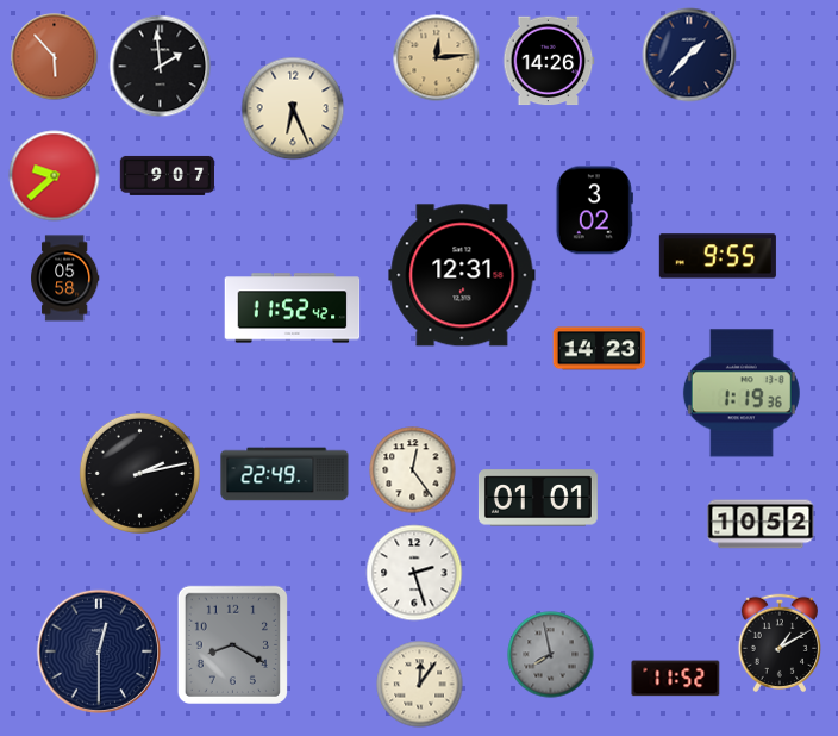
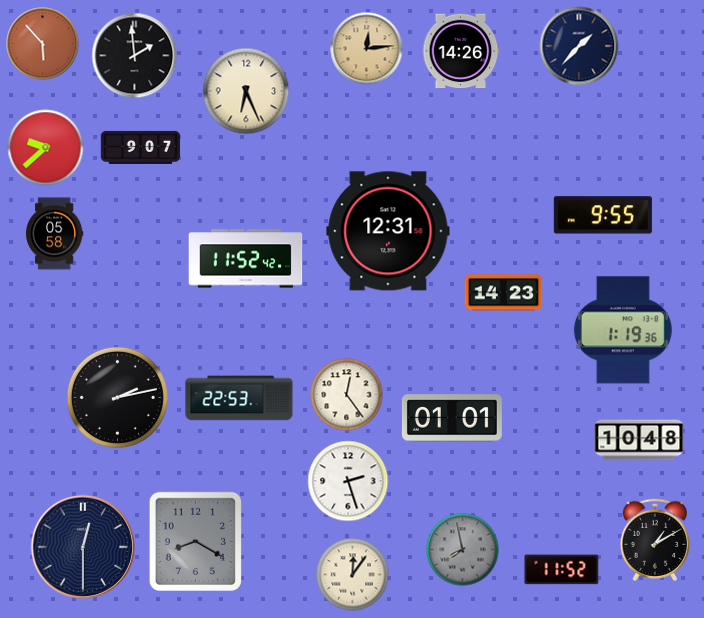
clock at (55, 57) position: (55, 57) -> (43, 44)
clock at (594, 211): 3:02 -> none
clock at (284, 474): 22:49 -> 22:53
clock at (761, 524): 10:52 -> 10:48
clock at (676, 679) position: (676, 679) -> (562, 570)
